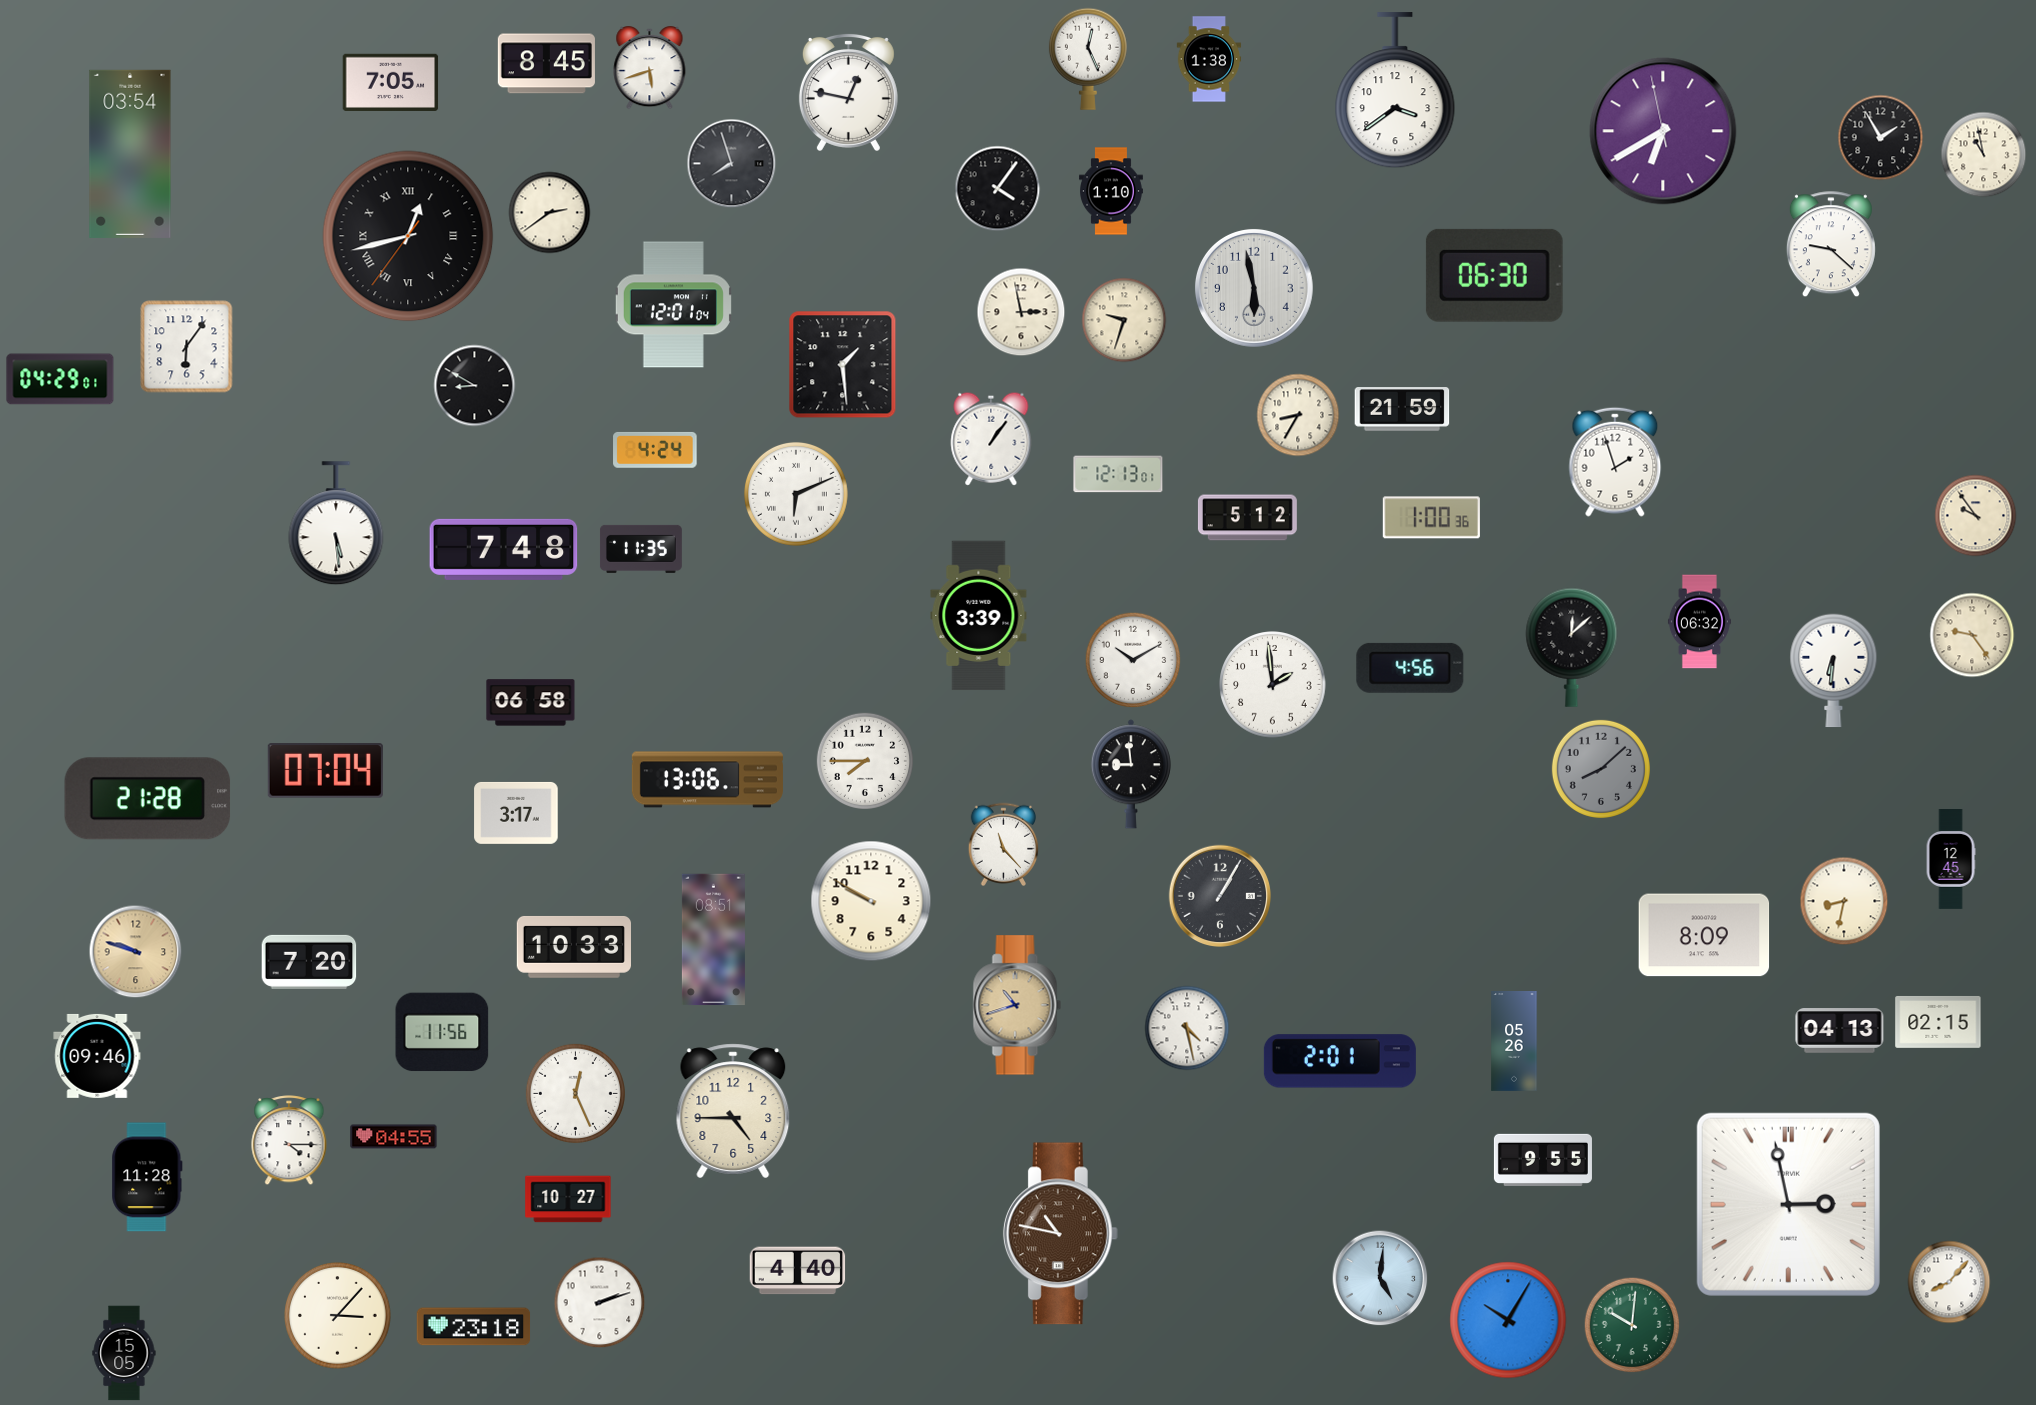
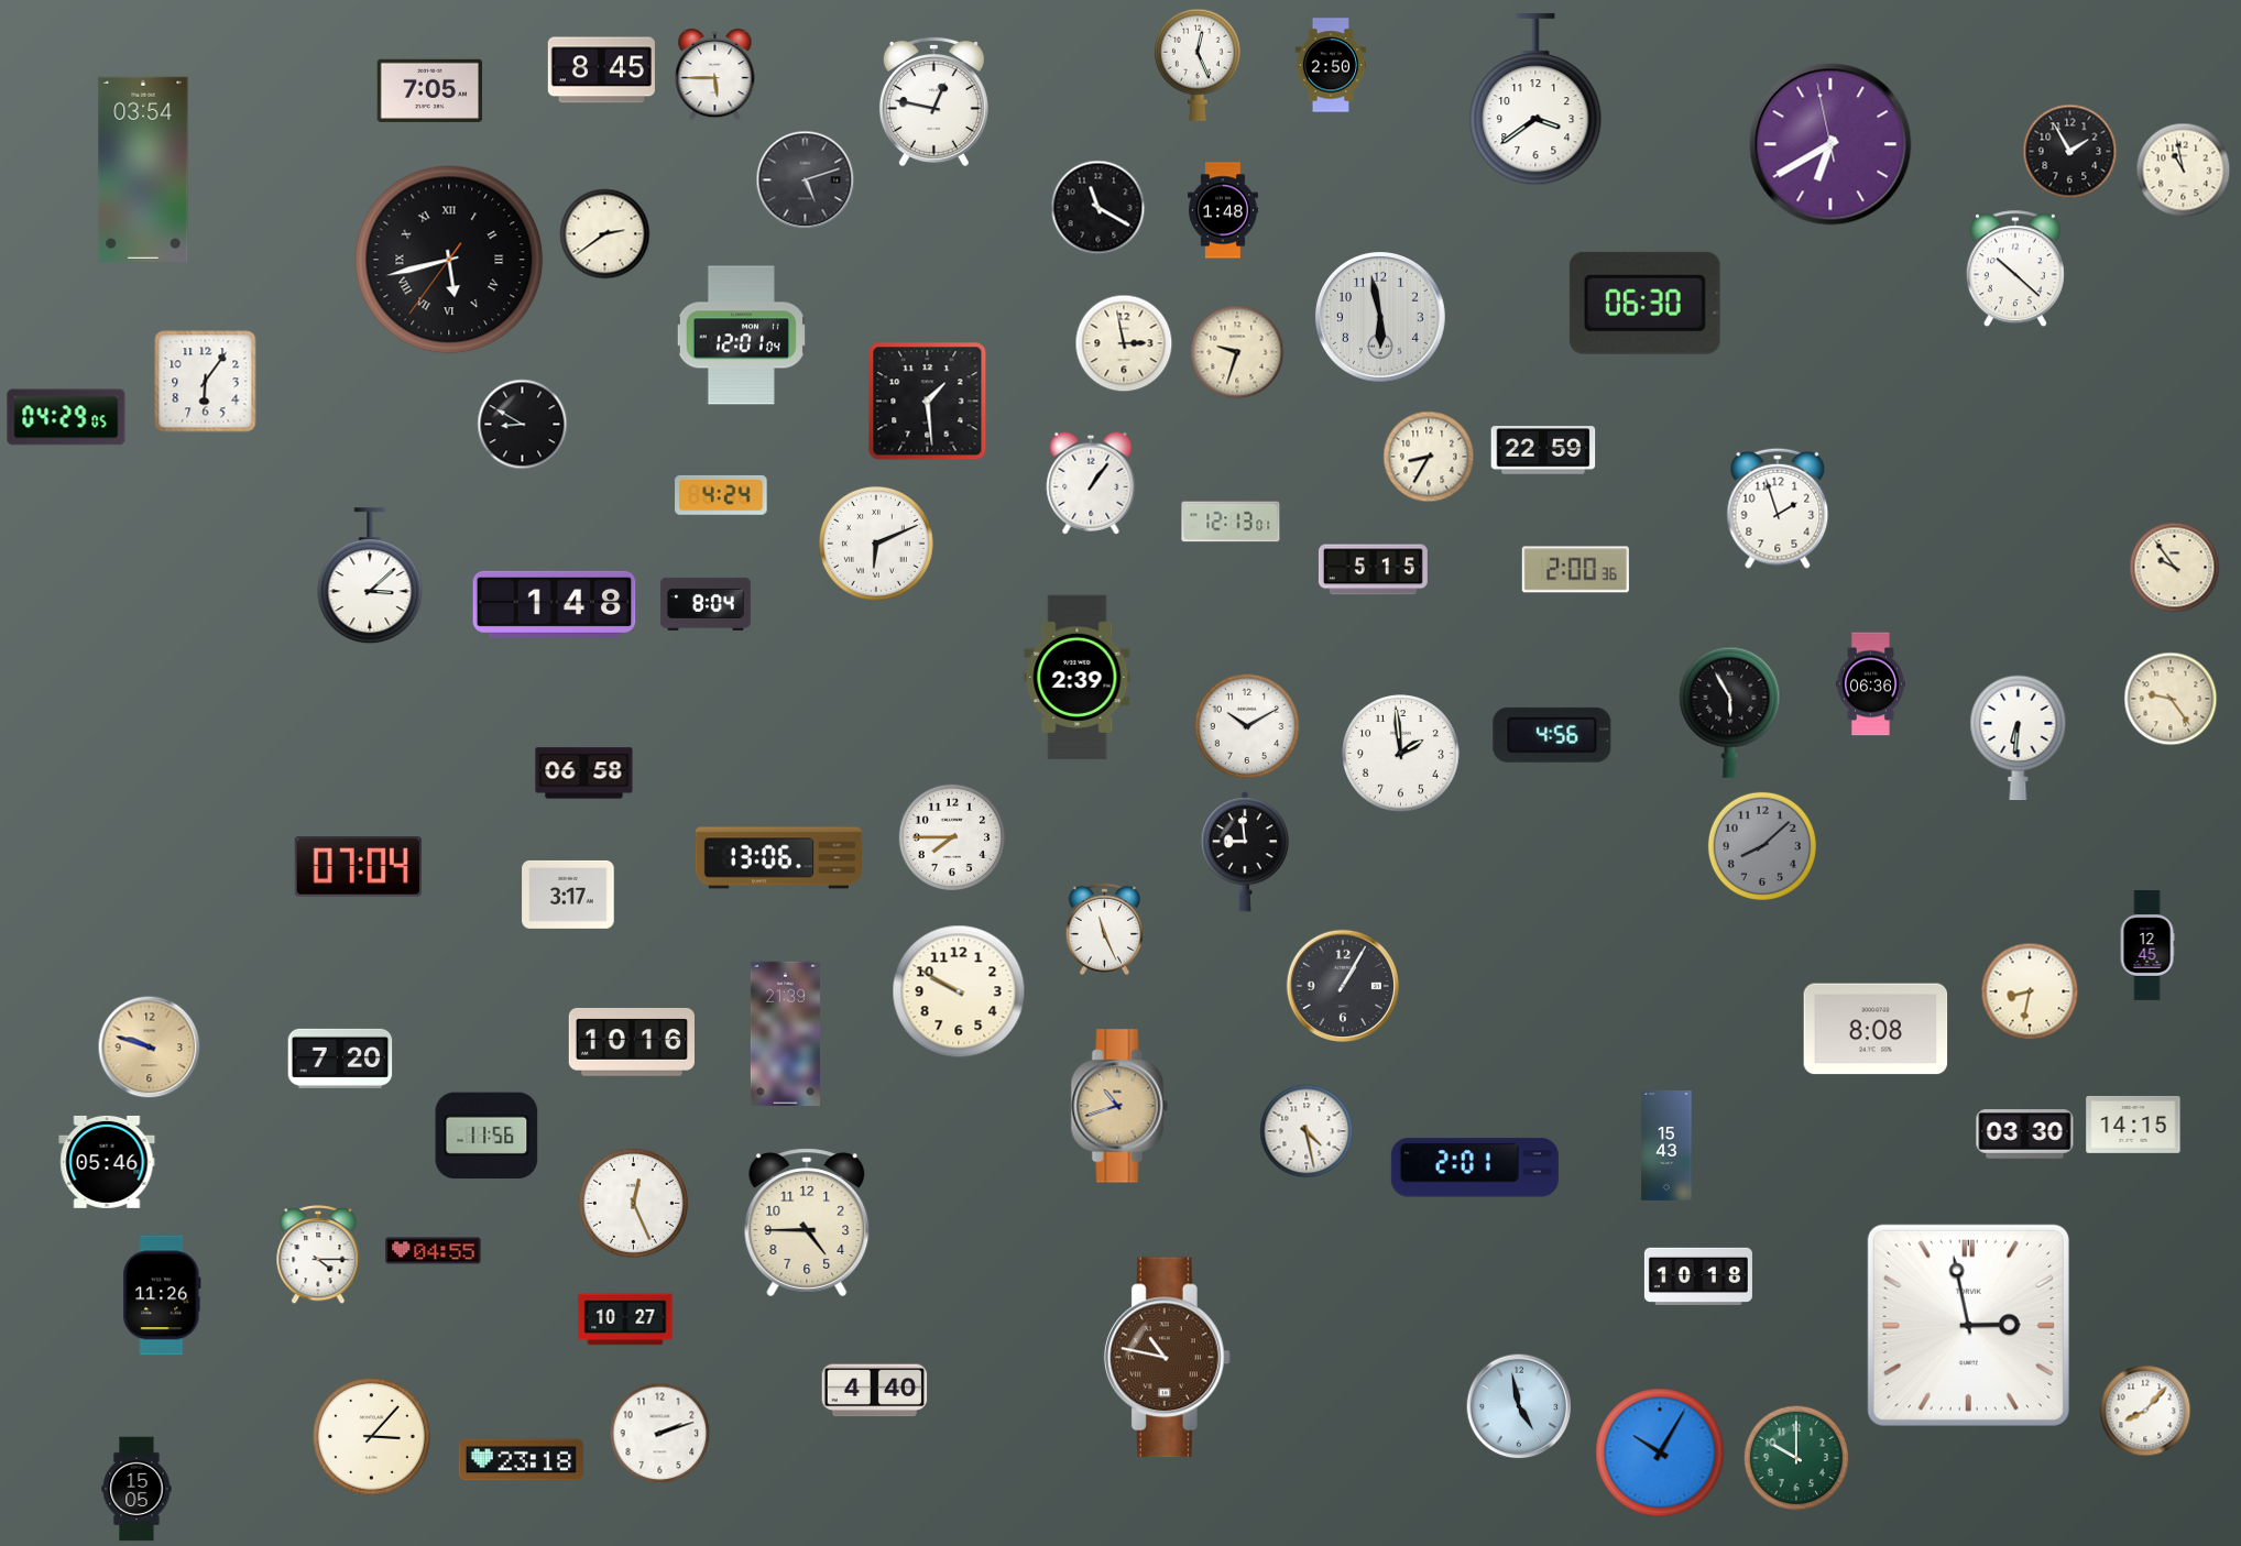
clock at (1209, 59): 1:38 -> 2:50
clock at (650, 69): 5:42 -> 5:45
clock at (732, 164): 7:57 -> 5:12
clock at (998, 189): 4:06 -> 11:20
clock at (1112, 191): 1:10 -> 1:48
clock at (408, 236): 12:42 -> 5:42
clock at (1831, 245): 9:22 -> 10:22
clock at (60, 379): 04:29:01 -> 04:29:05
clock at (1402, 409): 21:59 -> 22:59
clock at (1247, 518): 5:12 -> 5:15
clock at (1431, 518): 1:00 -> 2:00
clock at (336, 524): 5:29 -> 3:08
clock at (504, 549): 7:48 -> 1:48
clock at (641, 549): 11:35 -> 8:04
clock at (979, 616): 3:39 -> 2:39
clock at (1699, 622): 06:32 -> 06:36
clock at (1572, 647): 12:08 -> 5:55
clock at (325, 771) position: (325, 771) -> (358, 867)
clock at (148, 799): 21:28 -> none
clock at (1004, 844): 11:23 -> 11:26
clock at (1704, 935): 8:09 -> 8:08
clock at (713, 940): 08:51 -> 21:39
clock at (573, 947): 10:33 -> 10:16
clock at (1938, 1022): 02:15 -> 14:15
clock at (1840, 1031): 04:13 -> 03:30
clock at (1514, 1042): 05:26 -> 15:43
clock at (97, 1056): 09:46 -> 05:46
clock at (1543, 1160): 9:55 -> 10:18
clock at (147, 1177): 11:28 -> 11:26
clock at (798, 1271) position: (798, 1271) -> (875, 1391)
clock at (1380, 1278): 5:01 -> 4:58
clock at (338, 1316) position: (338, 1316) -> (372, 1437)
clock at (1632, 1325): 10:01 -> 10:00
